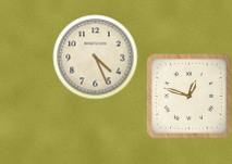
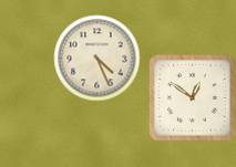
clock at (188, 96): 12:48 -> 12:51
